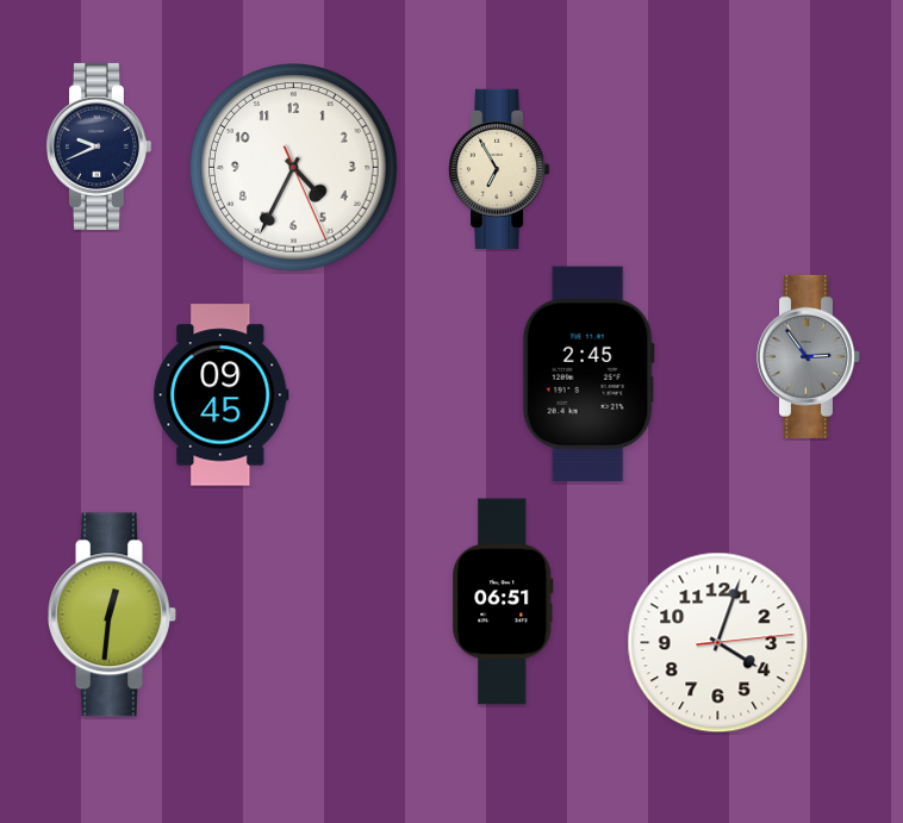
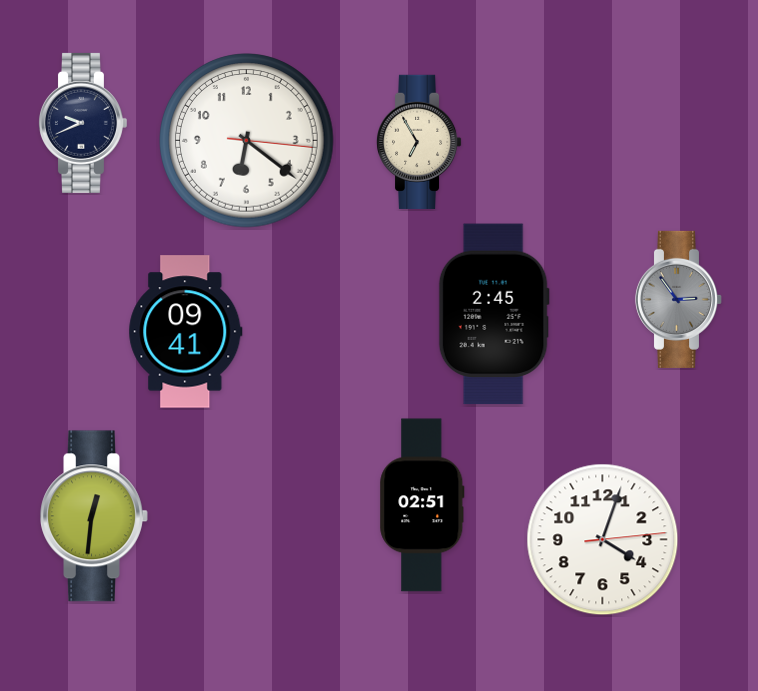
clock at (294, 168): 4:34 -> 6:21
clock at (222, 395): 09:45 -> 09:41
clock at (503, 601): 06:51 -> 02:51
